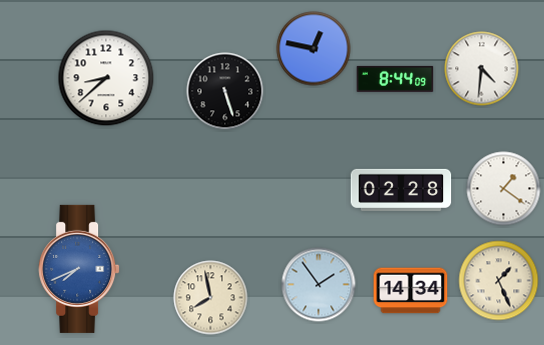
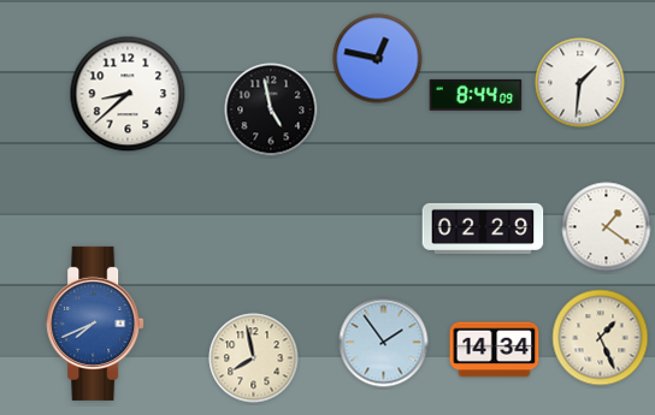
clock at (482, 69): 4:31 -> 1:31
clock at (225, 91): 5:27 -> 4:58
clock at (401, 190): 02:28 -> 02:29
